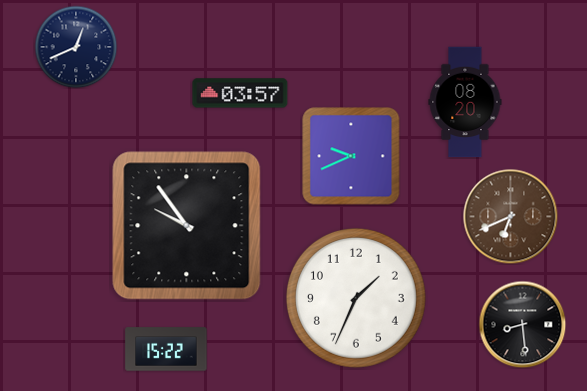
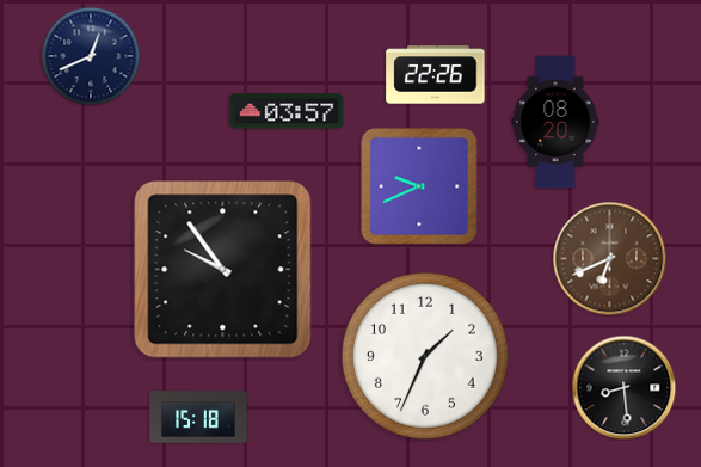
clock at (436, 75): none -> 22:26
clock at (166, 349): 15:22 -> 15:18
